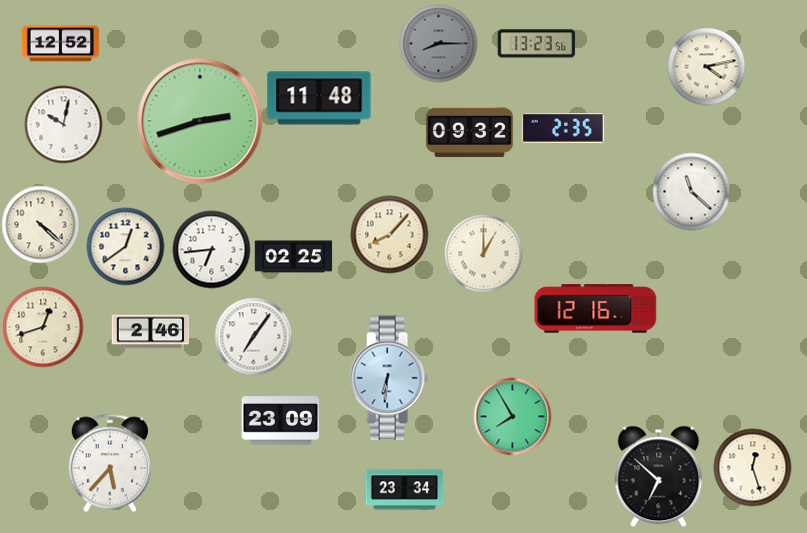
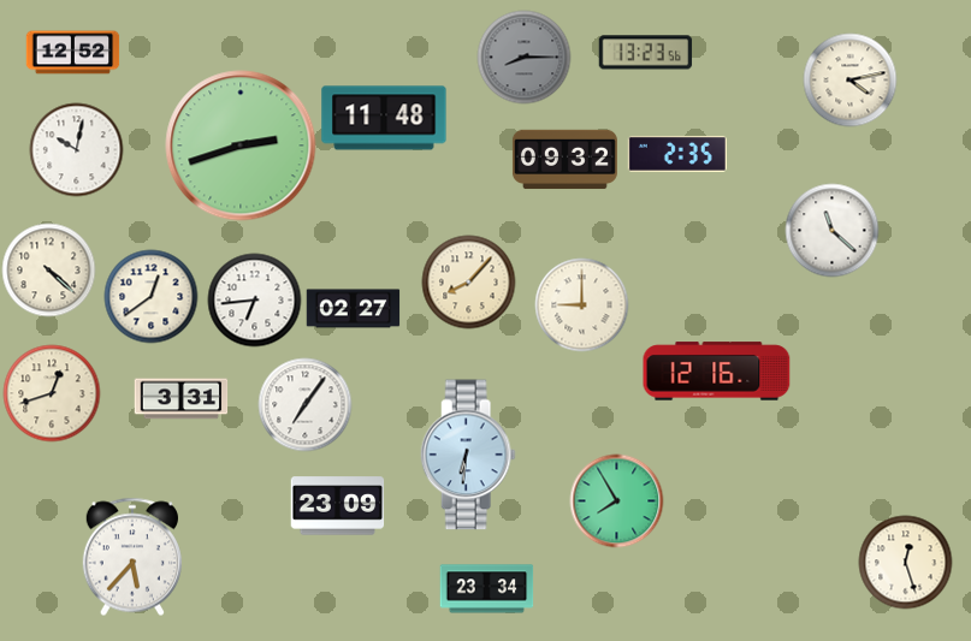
clock at (438, 43) position: (438, 43) -> (523, 57)
clock at (483, 253): 1:00 -> 9:00
clock at (293, 257): 02:25 -> 02:27
clock at (150, 332): 2:46 -> 3:31
clock at (659, 476): 6:52 -> none
